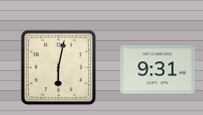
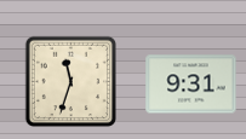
clock at (58, 67): 6:02 -> 11:33
